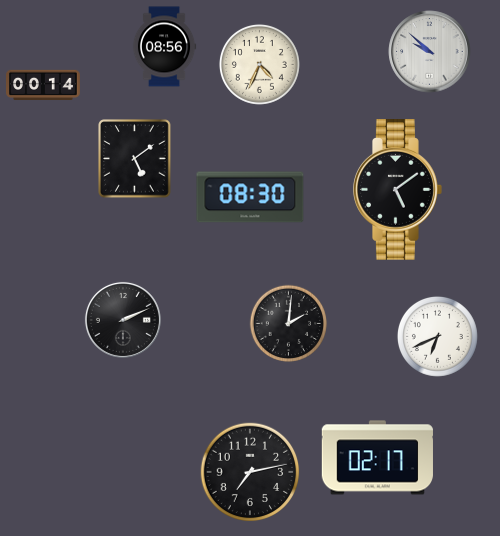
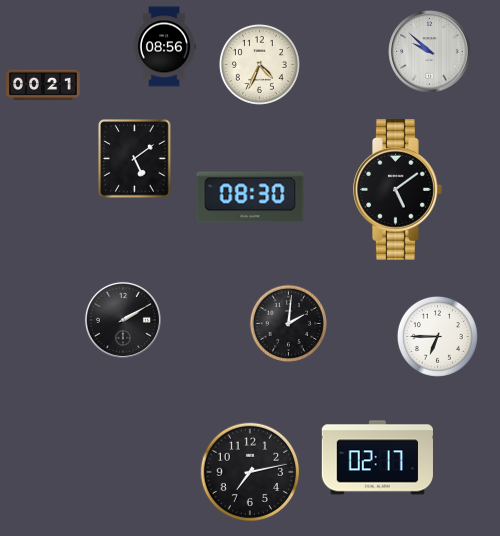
clock at (43, 85): 00:14 -> 00:21
clock at (123, 320): 2:11 -> 2:10
clock at (437, 336): 6:41 -> 6:45
